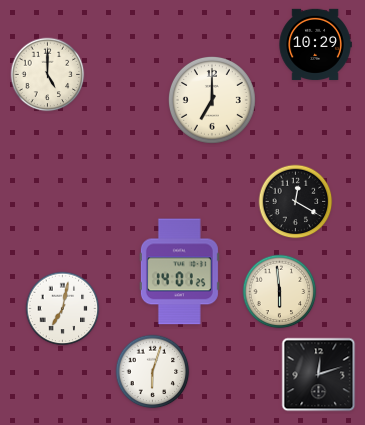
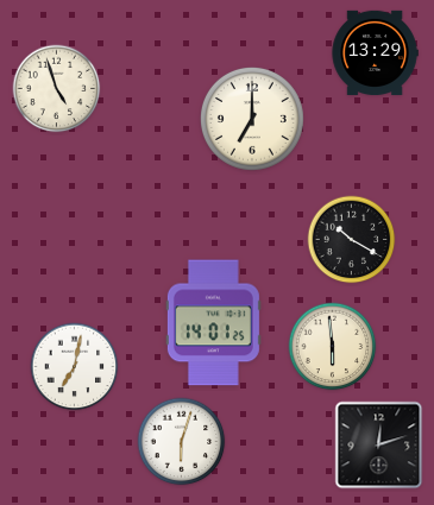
clock at (315, 44): 10:29 -> 13:29
clock at (48, 75): 5:00 -> 4:57
clock at (296, 202): 12:20 -> 10:20
